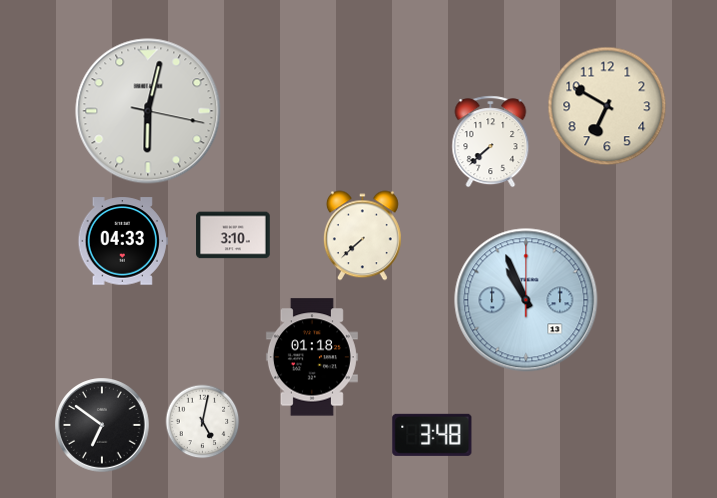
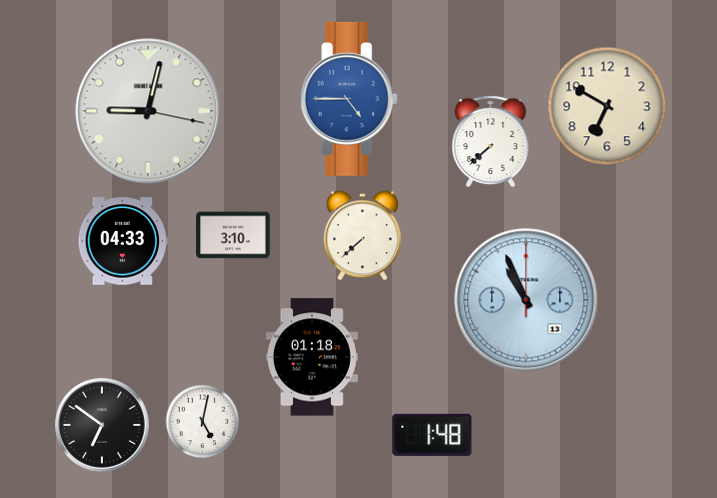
clock at (349, 99): none -> 4:45
clock at (148, 111): 6:02 -> 9:02
clock at (432, 435): 3:48 -> 1:48
